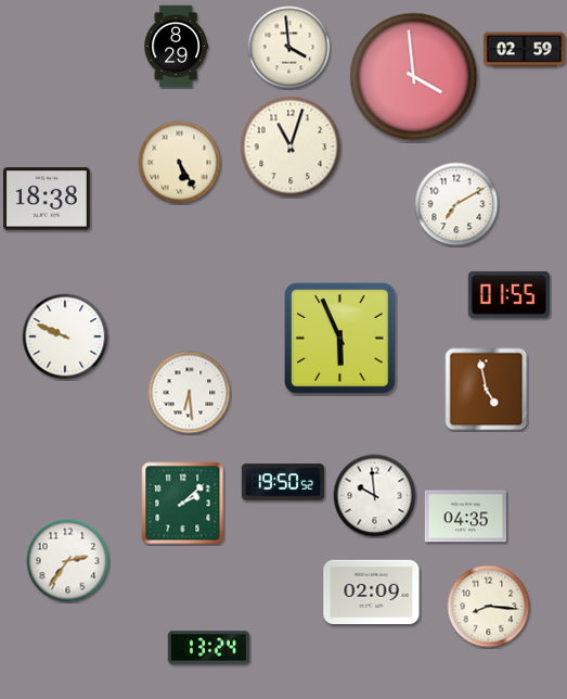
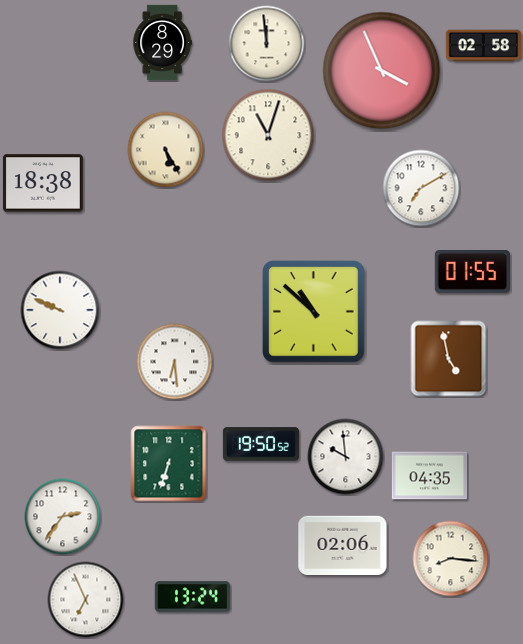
clock at (289, 48): 3:59 -> 11:59
clock at (525, 50): 02:59 -> 02:58
clock at (414, 77): 3:59 -> 3:56
clock at (508, 295) position: (508, 295) -> (472, 272)
clock at (340, 339): 5:56 -> 10:52
clock at (183, 504): 2:08 -> 6:33
clock at (372, 592): 02:09 -> 02:06
clock at (86, 600): none -> 6:56
